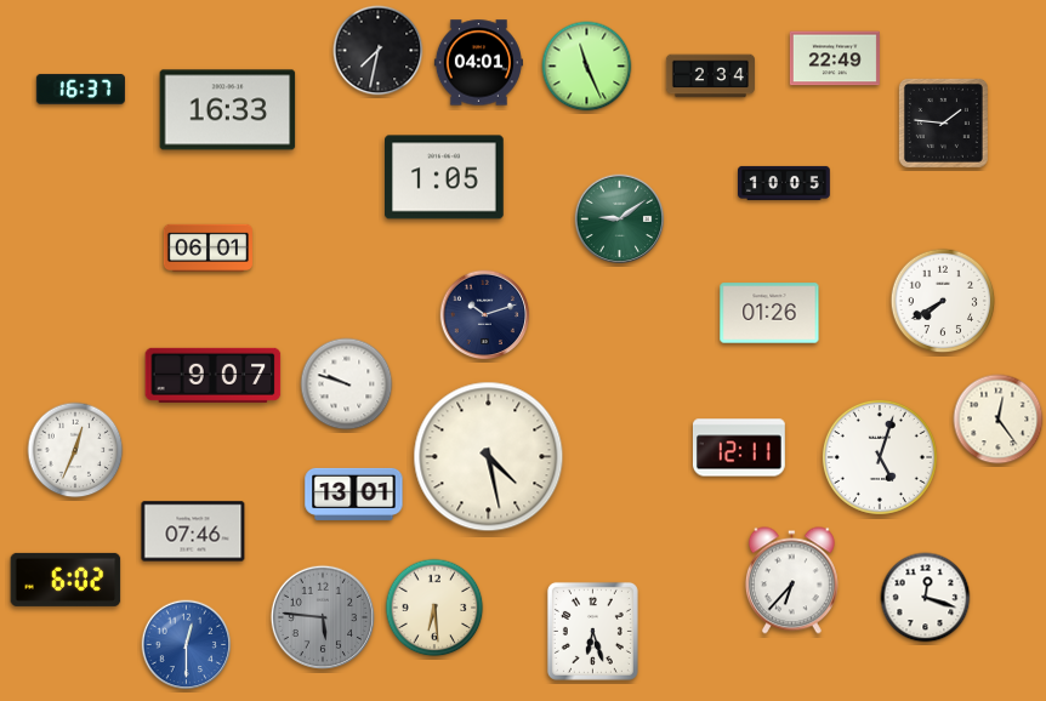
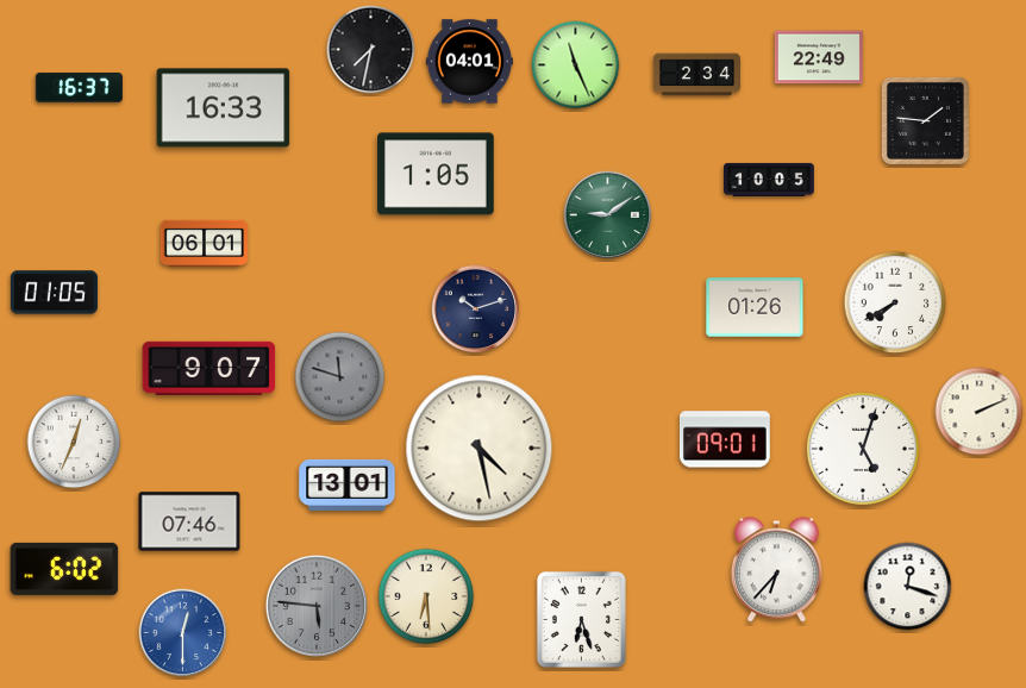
clock at (54, 293): none -> 01:05
clock at (943, 301) position: (943, 301) -> (895, 302)
clock at (347, 384): 9:48 -> 11:48
clock at (347, 384) dial: white -> grey
clock at (999, 420): 12:24 -> 2:11
clock at (739, 448): 12:11 -> 09:01
